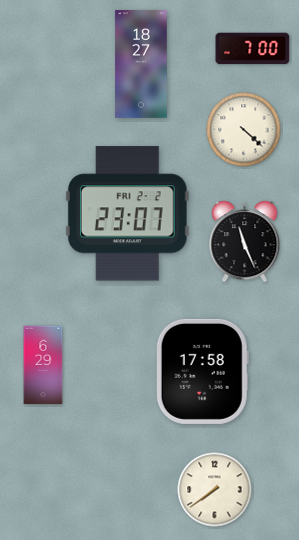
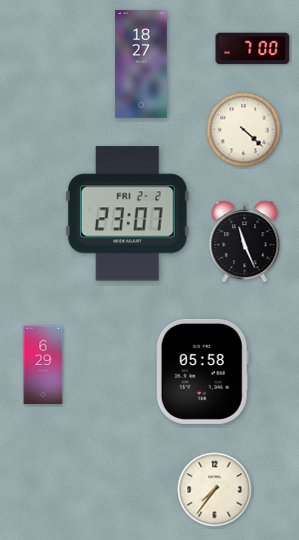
clock at (202, 371): 17:58 -> 05:58
clock at (215, 490): 7:39 -> 7:36
